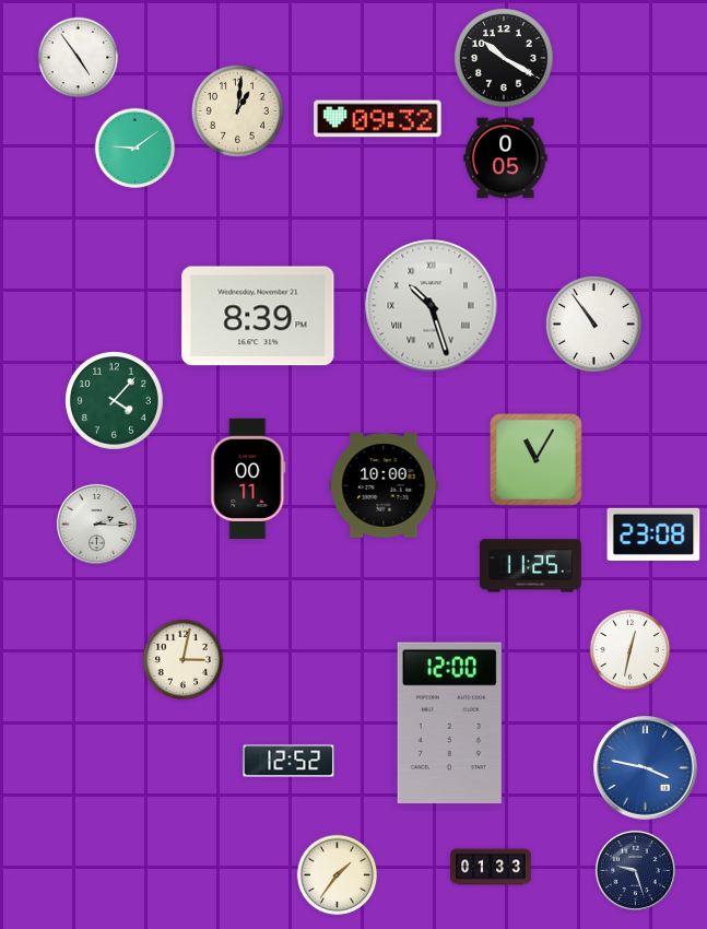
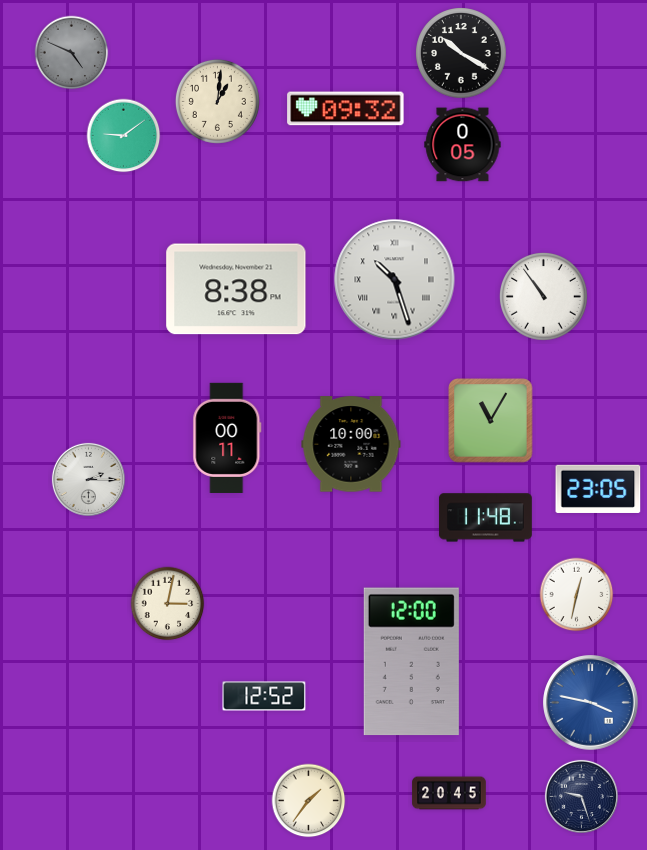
clock at (79, 58): 4:54 -> 4:49
clock at (79, 58) dial: white -> grey
clock at (258, 316): 8:39 -> 8:38
clock at (115, 401): 4:07 -> none
clock at (653, 534): 23:08 -> 23:05
clock at (530, 566): 11:25 -> 11:48
clock at (491, 867): 01:33 -> 20:45
